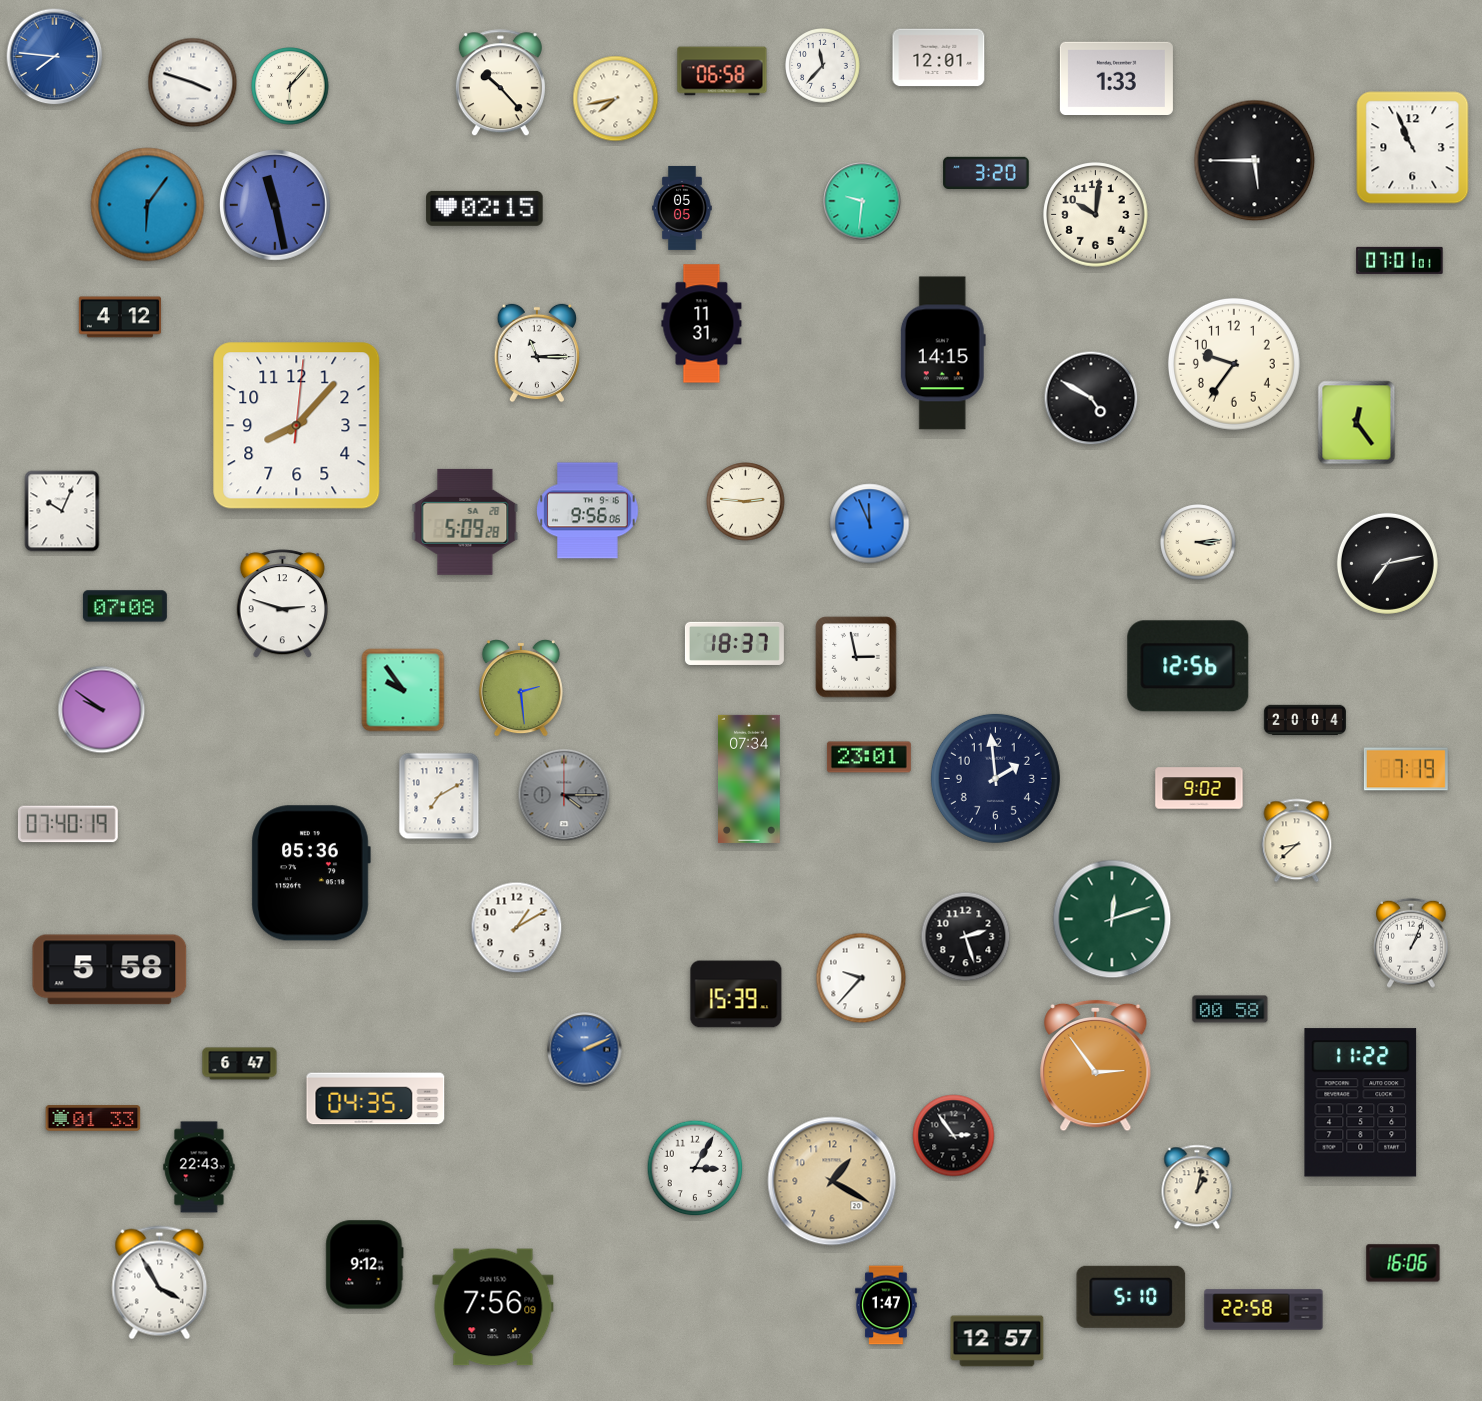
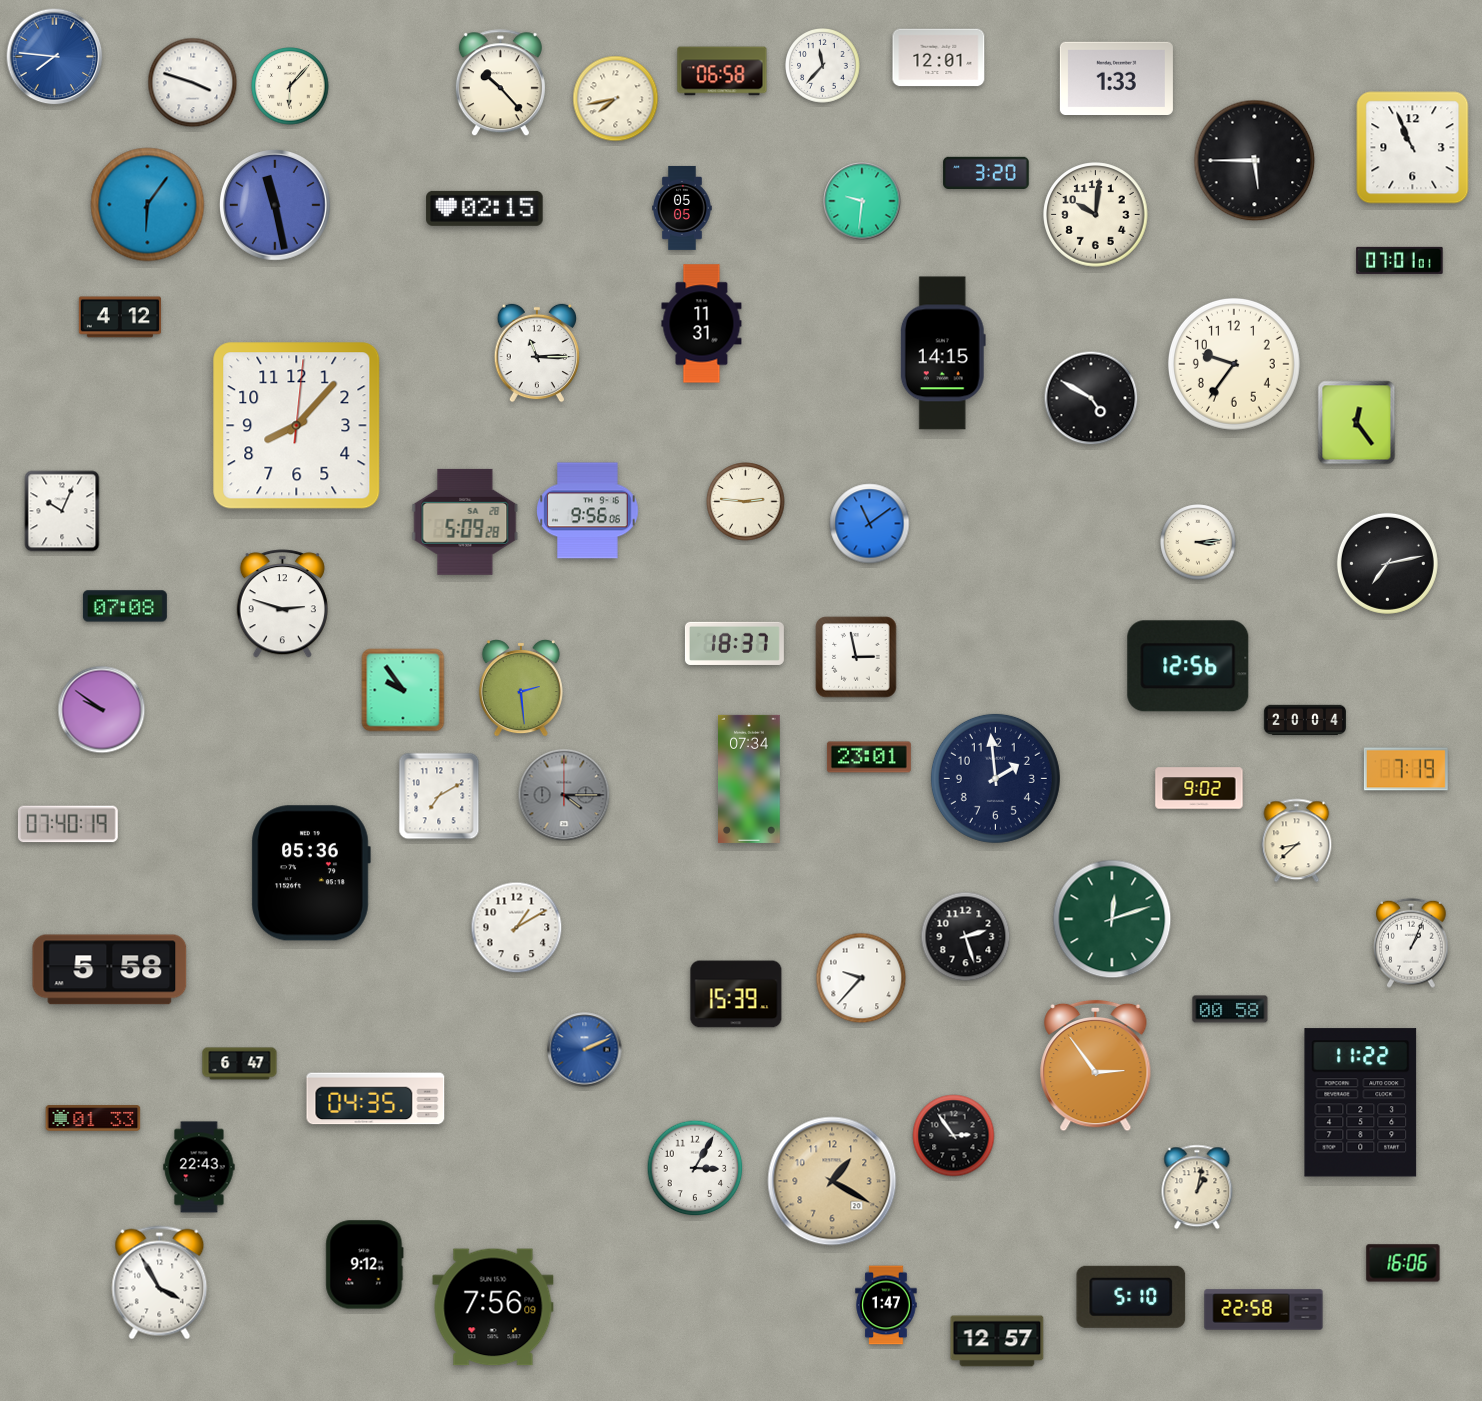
clock at (870, 524): 11:56 -> 11:09
